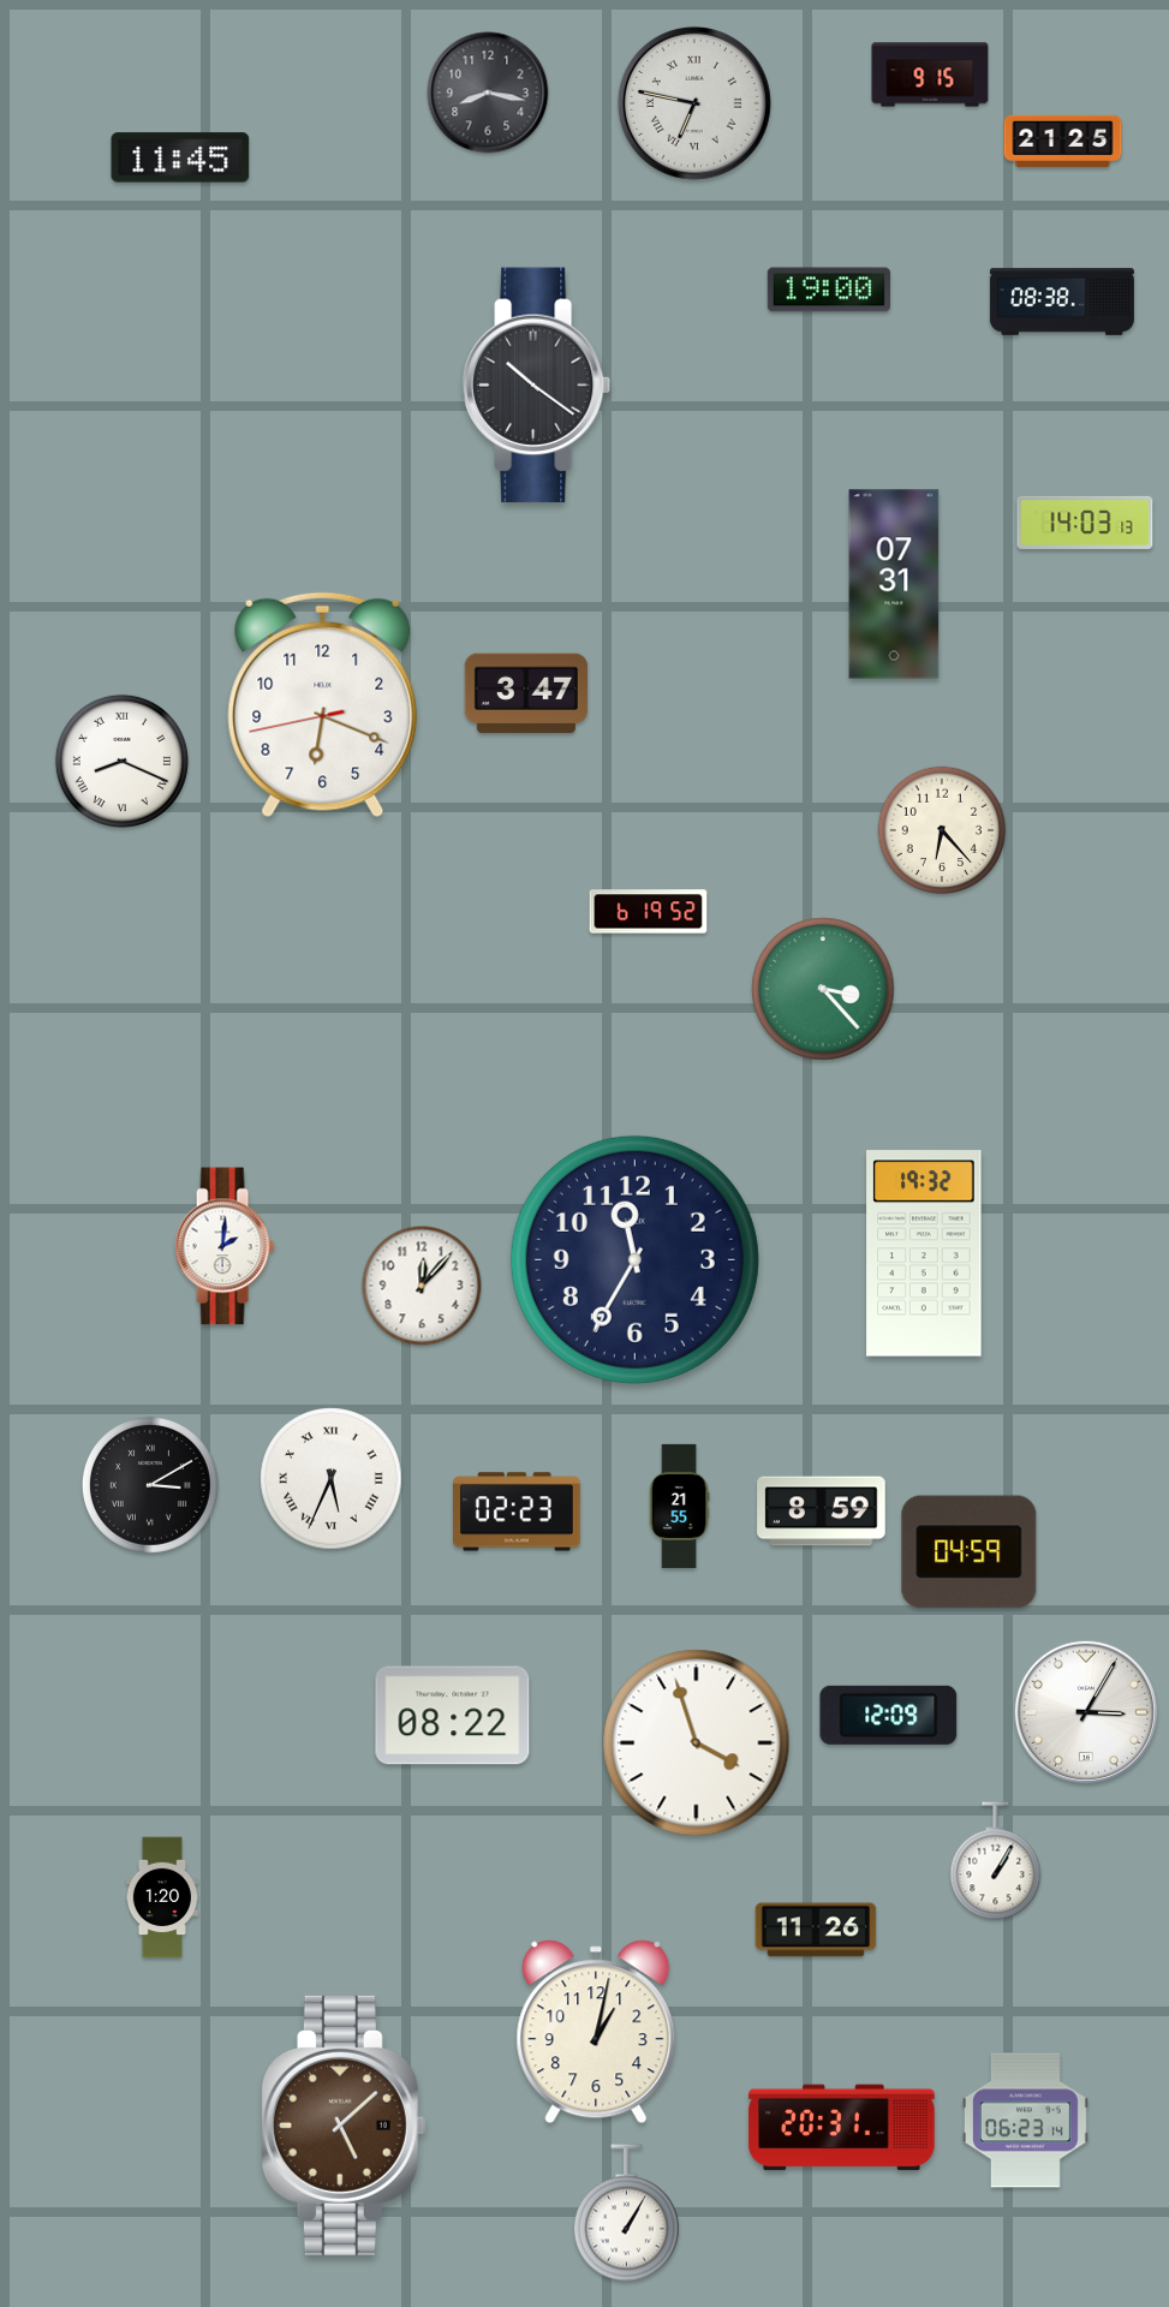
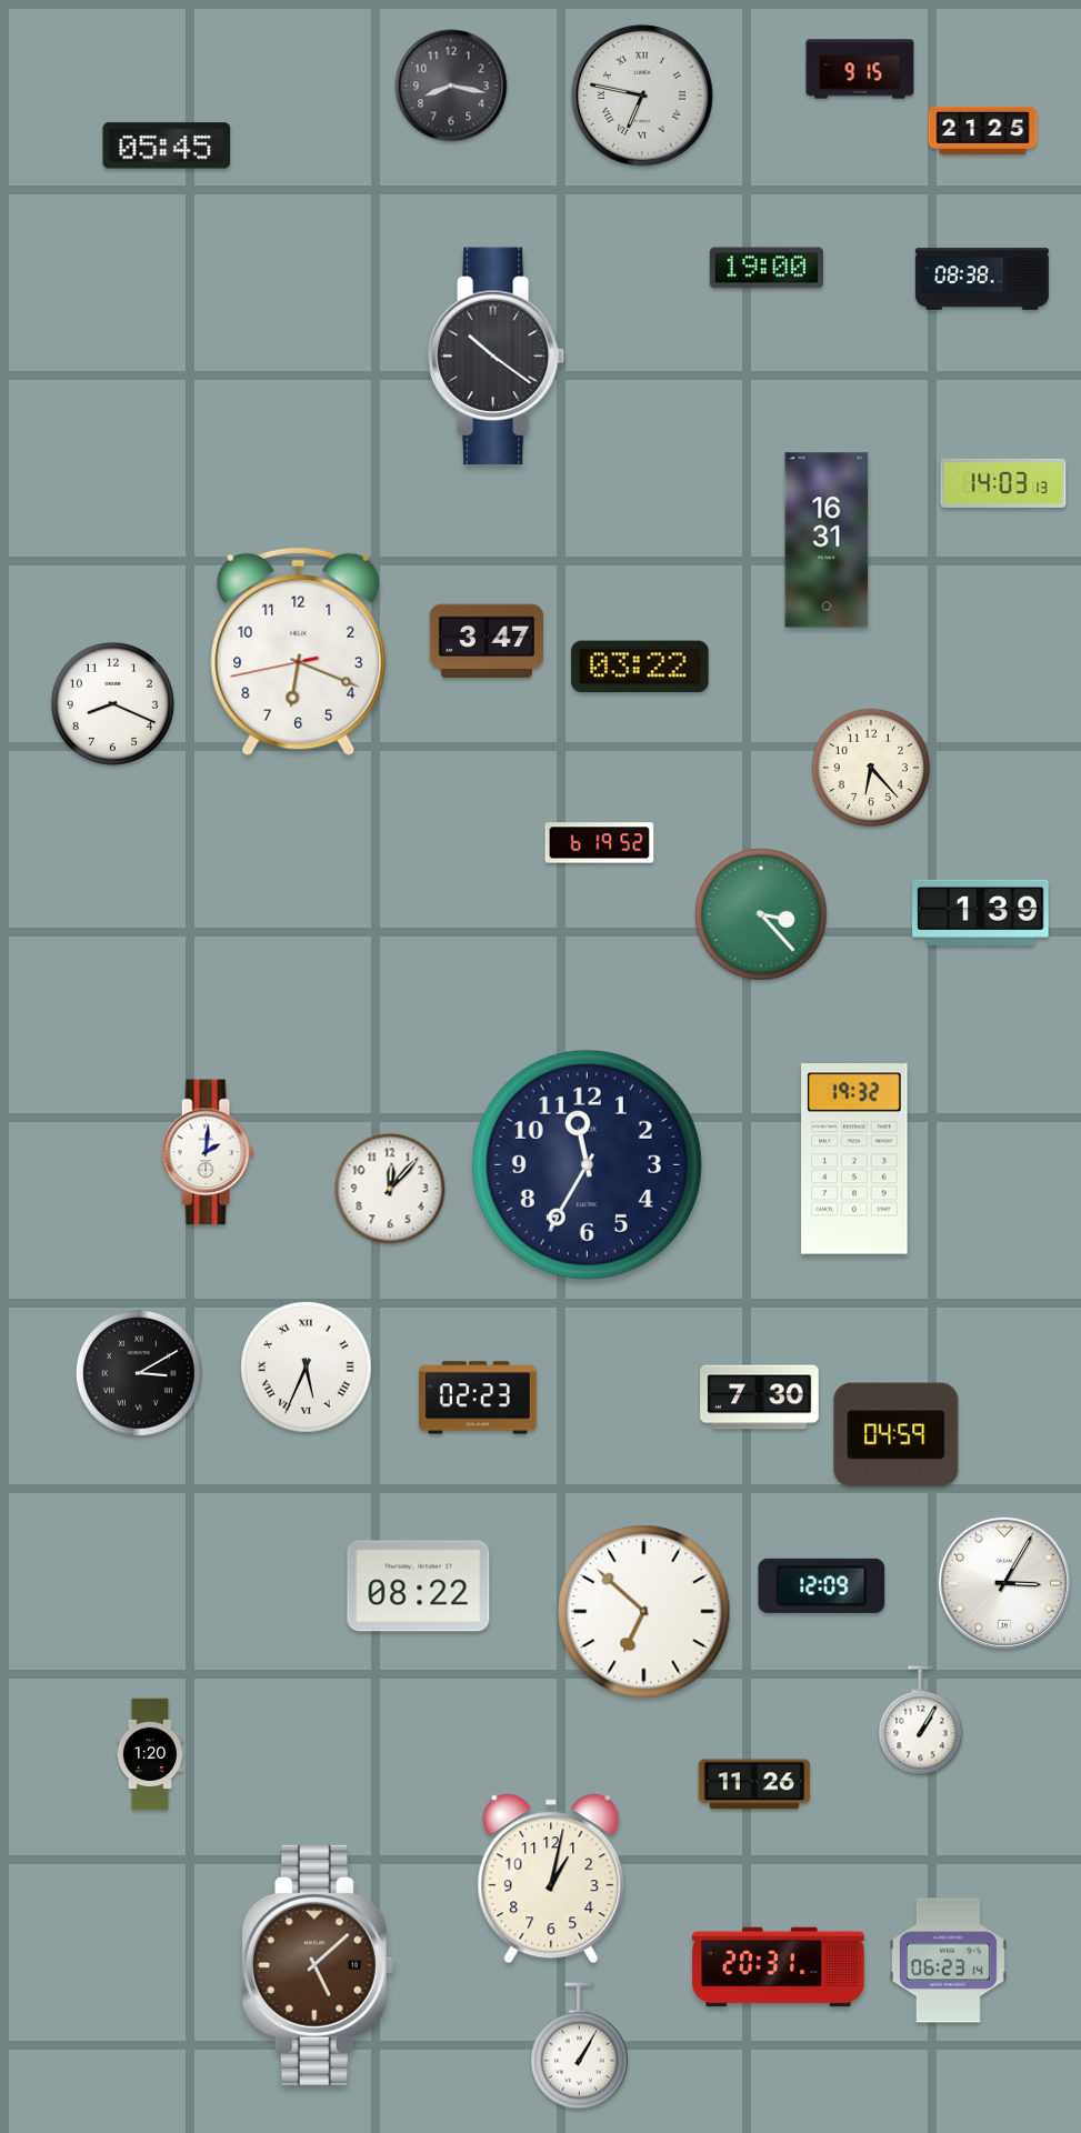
clock at (180, 157): 11:45 -> 05:45
clock at (894, 584): 07:31 -> 16:31
clock at (640, 667): none -> 03:22
clock at (121, 761) numerals: Roman -> Arabic
clock at (981, 912): none -> 1:39
clock at (679, 1506): 21:55 -> none
clock at (822, 1512): 8:59 -> 7:30
clock at (697, 1743): 3:57 -> 6:52
